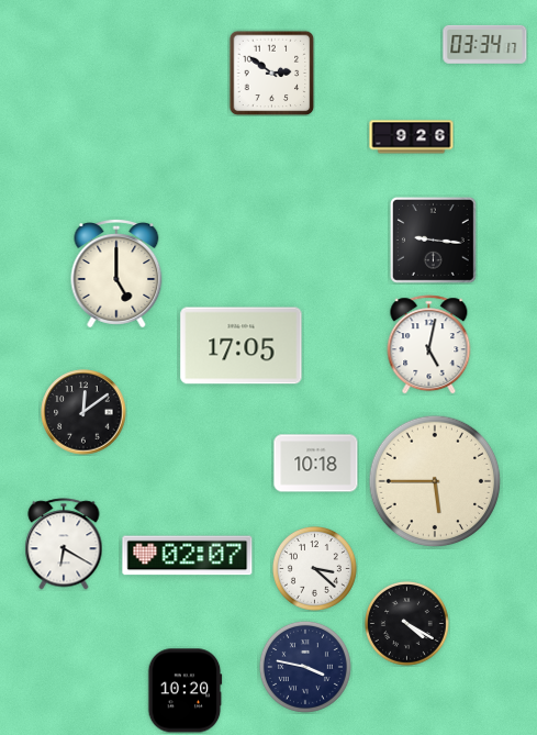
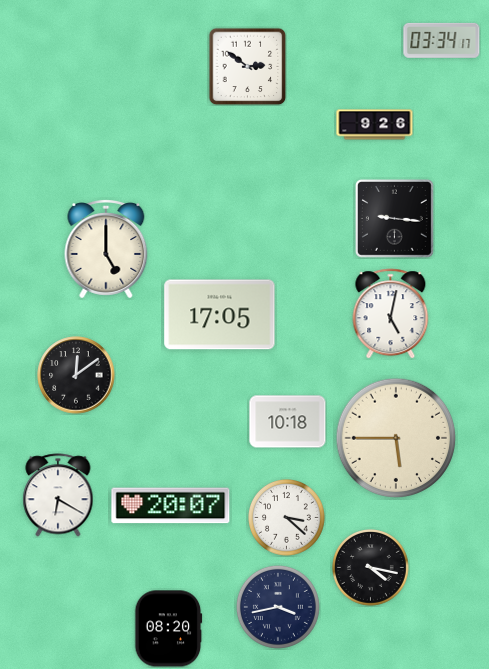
clock at (188, 556): 02:07 -> 20:07
clock at (407, 624): 4:20 -> 4:17
clock at (305, 667): 3:47 -> 3:43
clock at (186, 691): 10:20 -> 08:20
